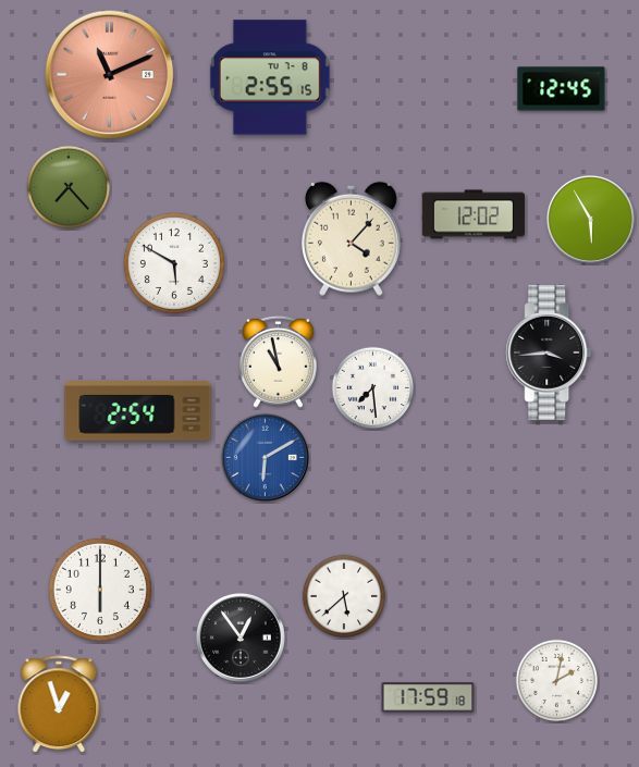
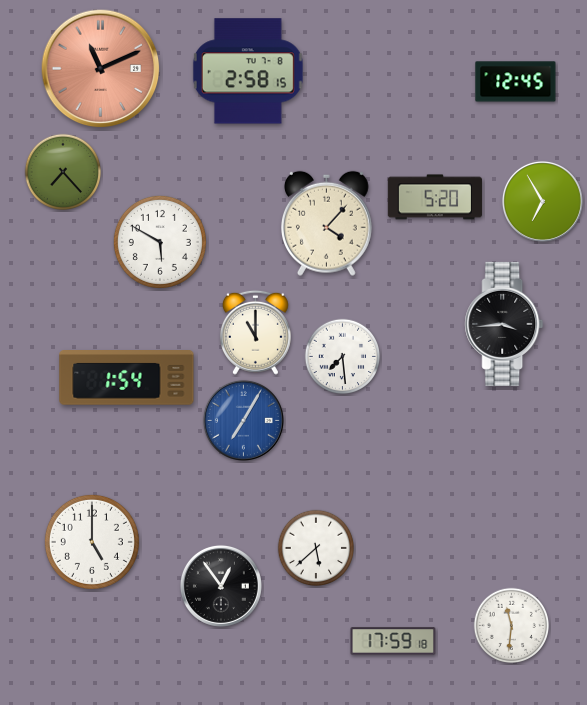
clock at (270, 77): 2:55 -> 2:58
clock at (474, 214): 12:02 -> 5:20
clock at (590, 219): 5:55 -> 6:55
clock at (351, 238) position: (351, 238) -> (326, 223)
clock at (278, 361): 10:58 -> 11:00
clock at (138, 411): 2:54 -> 1:54
clock at (265, 457): 6:10 -> 7:05
clock at (100, 590): 6:00 -> 5:00
clock at (557, 681): 2:02 -> 11:31
clock at (59, 705): 12:57 -> none
